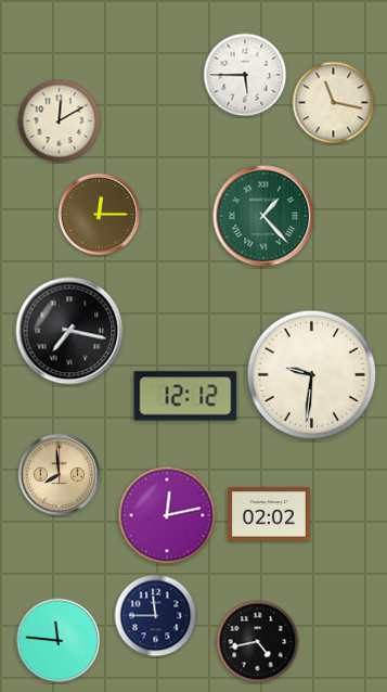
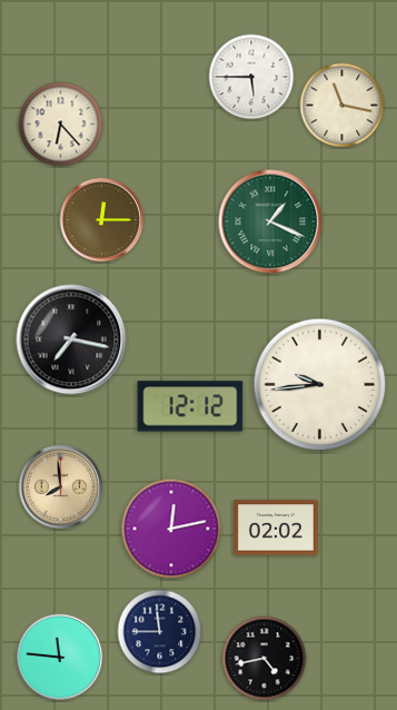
clock at (60, 121): 12:10 -> 6:23
clock at (263, 216): 1:23 -> 1:19
clock at (312, 375): 9:31 -> 9:44
